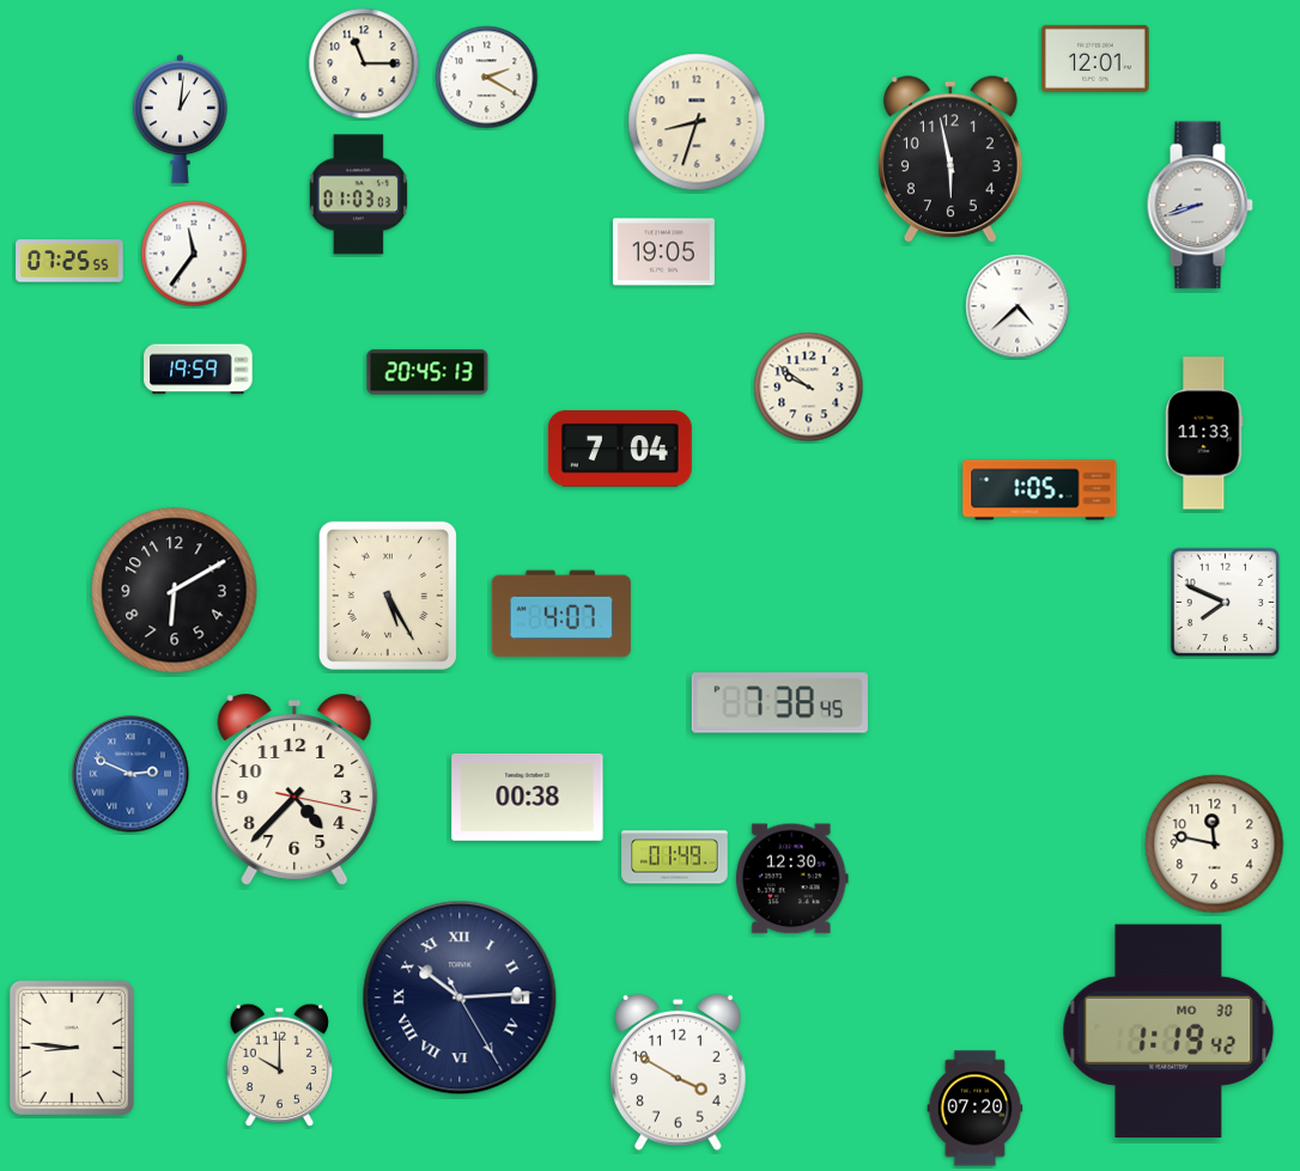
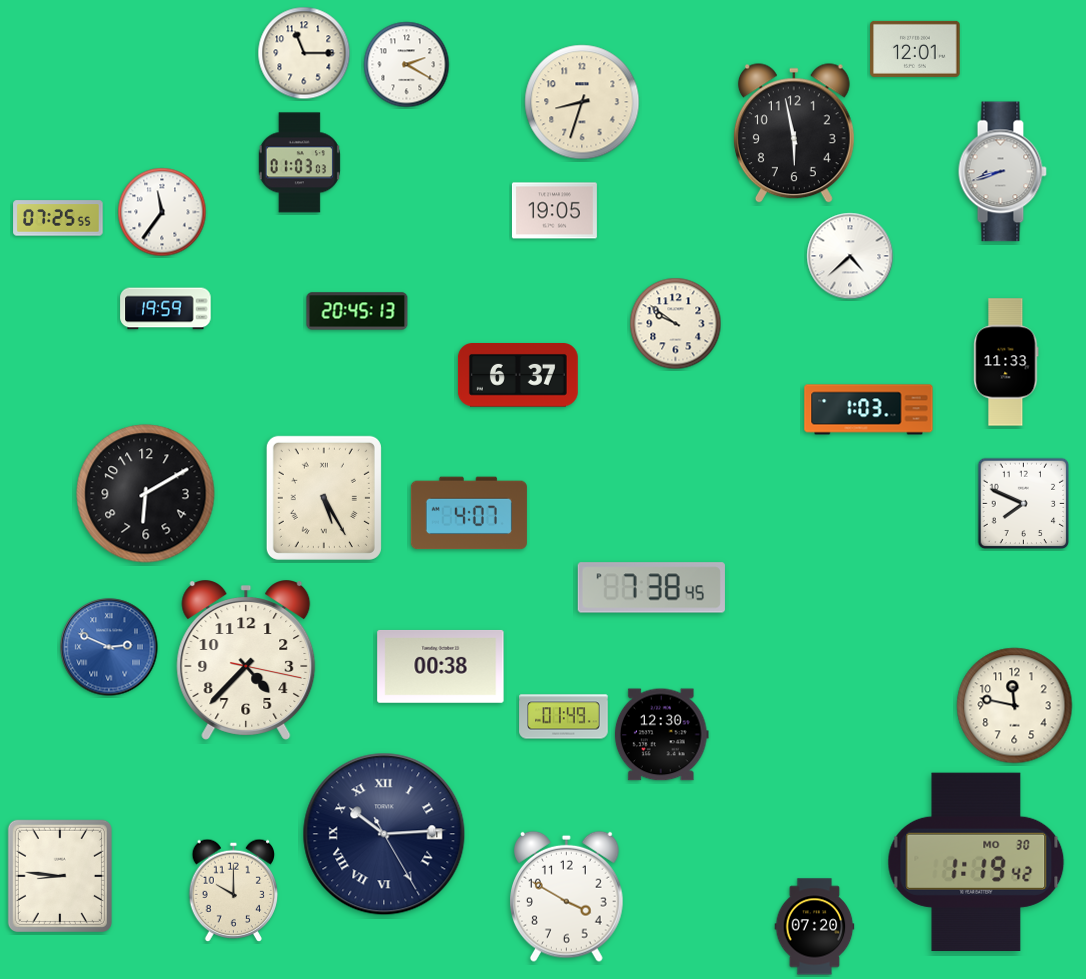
clock at (180, 120): 1:01 -> none
clock at (620, 449): 7:04 -> 6:37
clock at (1040, 490): 1:05 -> 1:03
